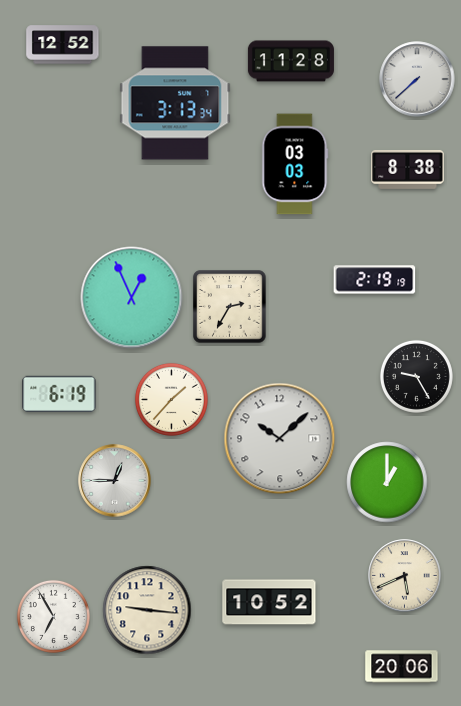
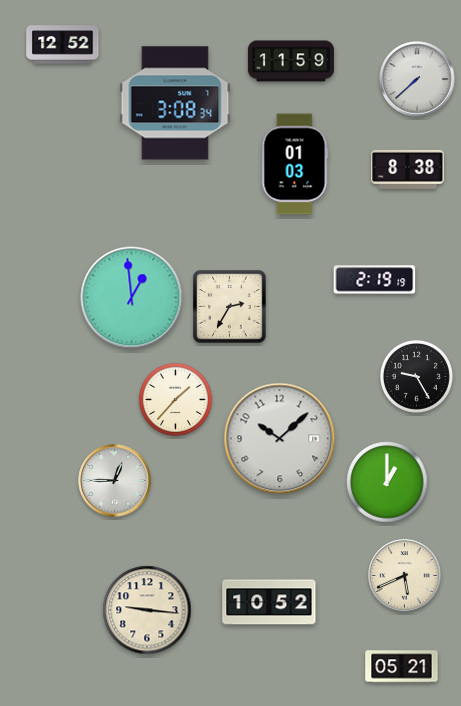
clock at (291, 61): 11:28 -> 11:59
clock at (175, 103): 3:13 -> 3:08
clock at (295, 164): 03:03 -> 01:03
clock at (132, 298): 12:56 -> 12:59
clock at (59, 393): 6:19 -> none
clock at (171, 399) position: (171, 399) -> (175, 399)
clock at (53, 616): 6:55 -> none
clock at (402, 667): 20:06 -> 05:21
